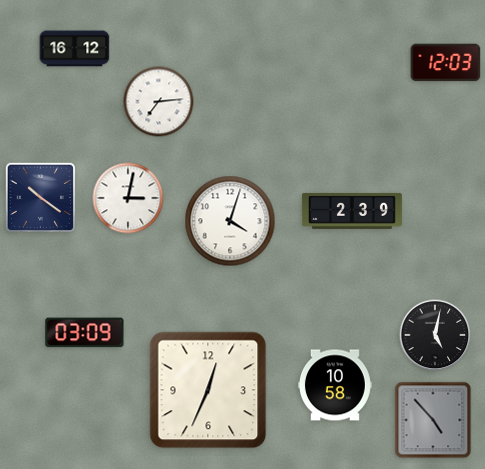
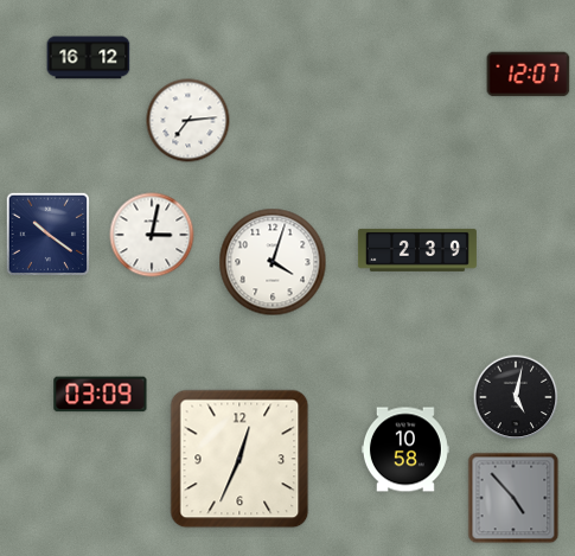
clock at (446, 63): 12:03 -> 12:07
clock at (335, 385) position: (335, 385) -> (405, 449)
clock at (208, 390) position: (208, 390) -> (239, 459)
